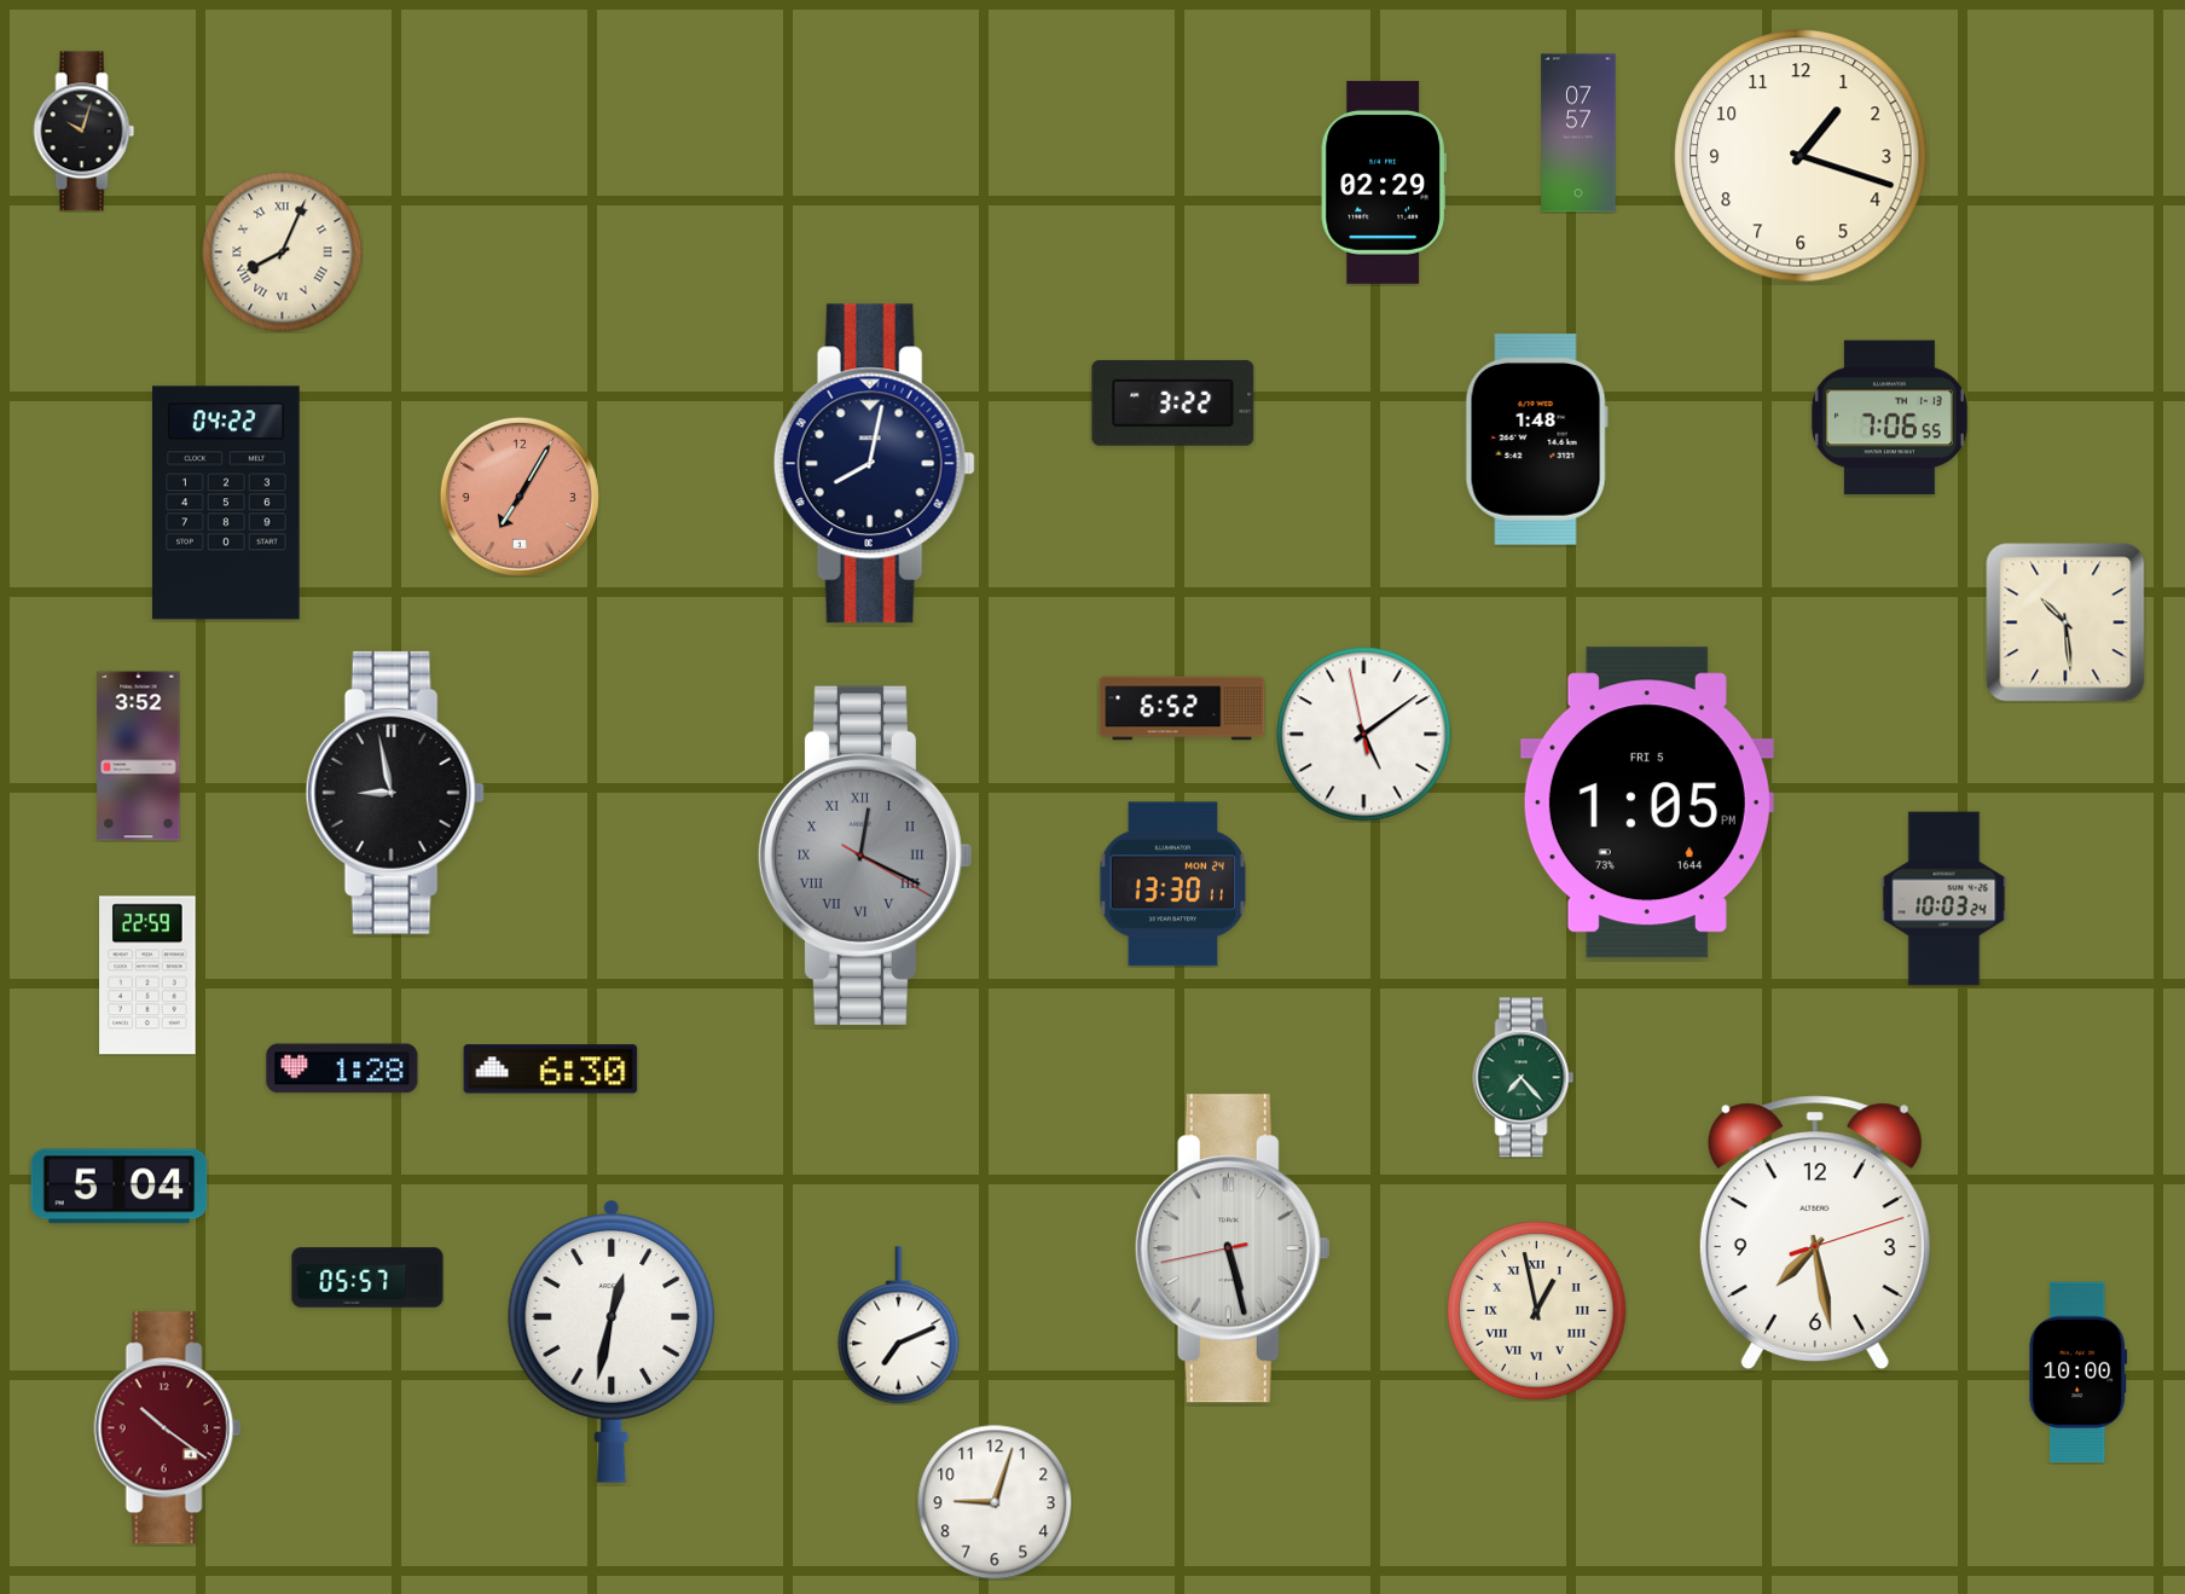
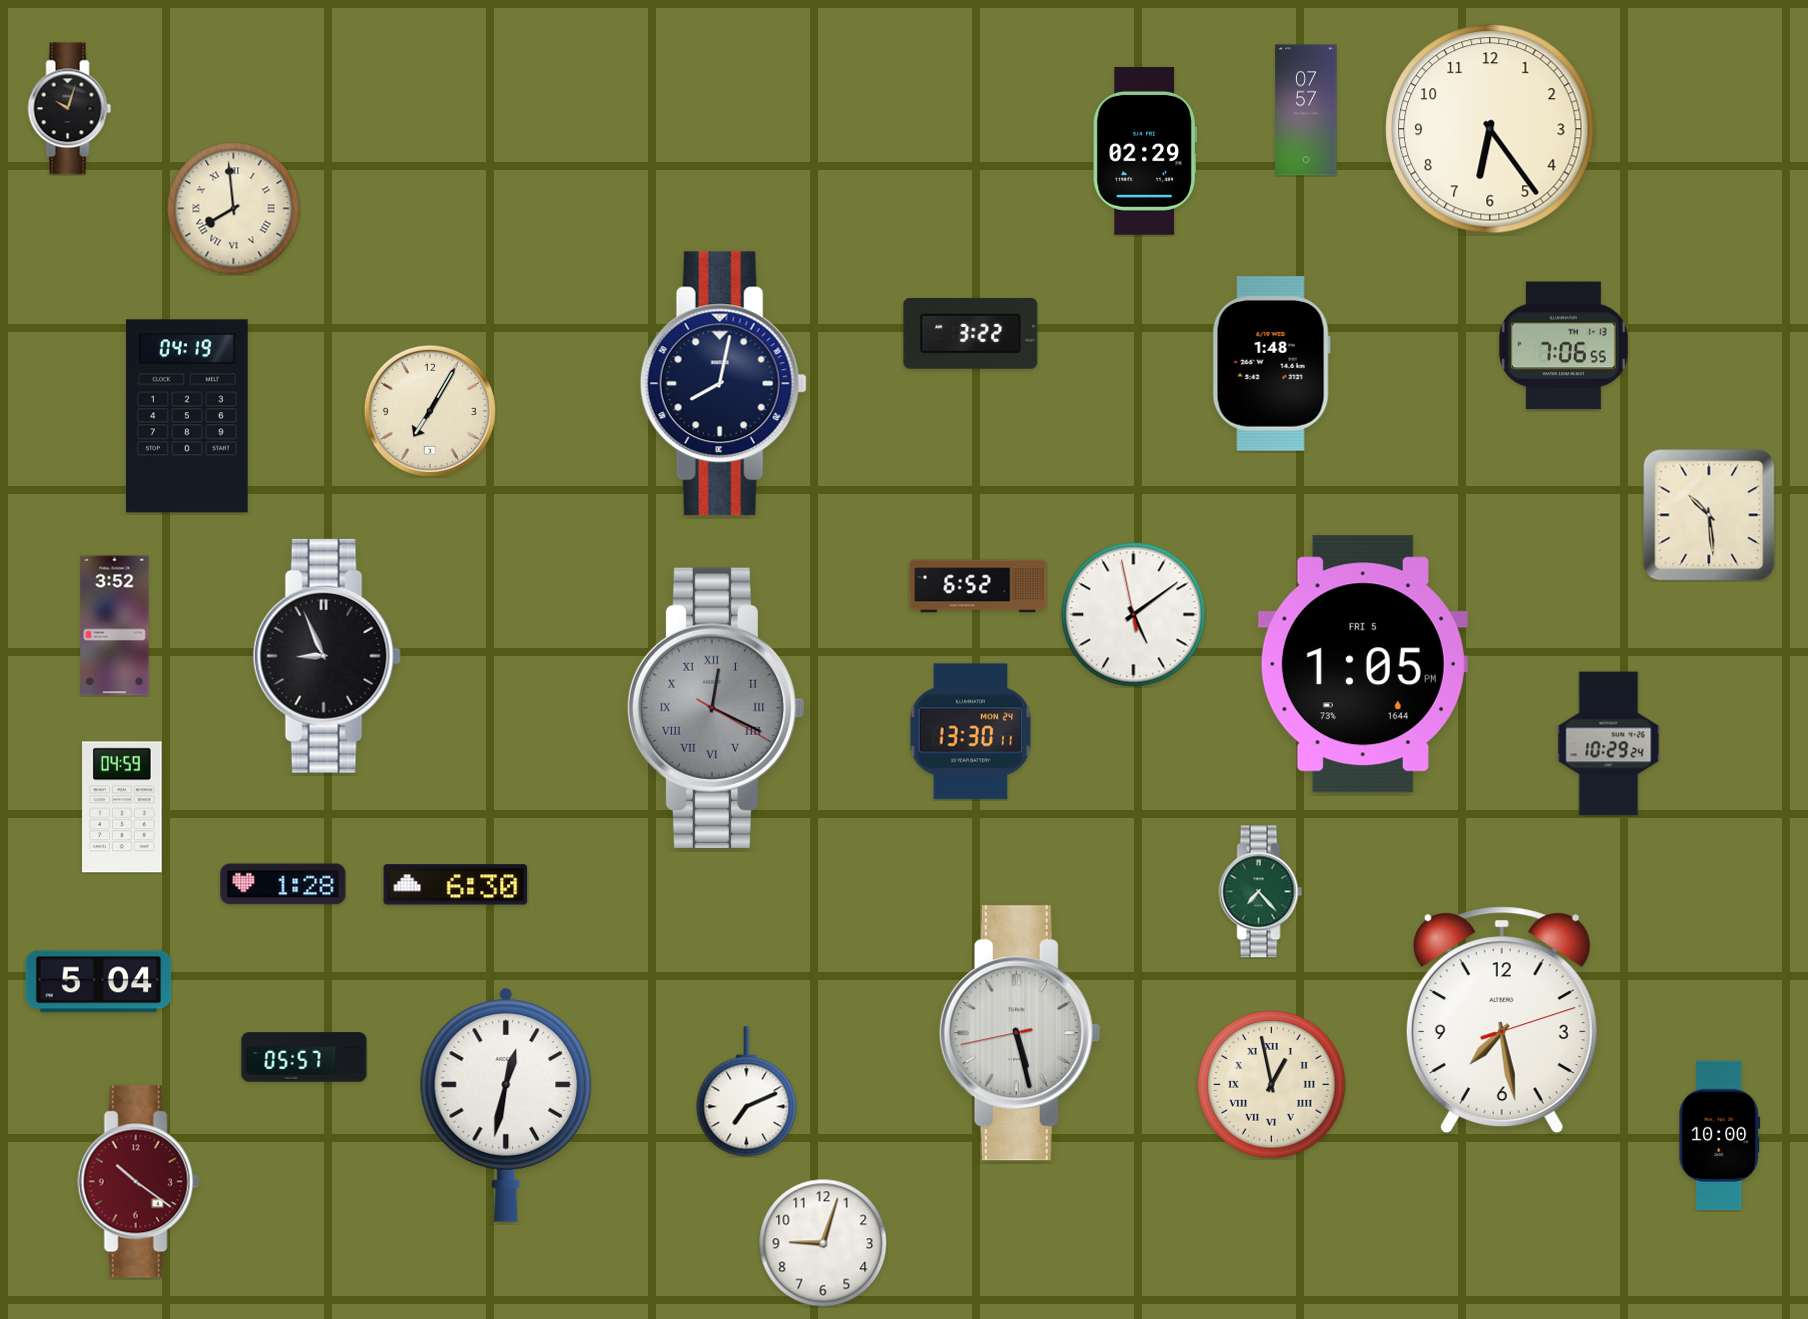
clock at (1801, 156): 1:18 -> 6:24
clock at (283, 253): 8:04 -> 7:59
clock at (520, 497) dial: salmon -> cream
clock at (227, 503): 04:22 -> 04:19
clock at (1364, 735) position: (1364, 735) -> (1134, 615)
clock at (395, 793): 8:58 -> 8:56
clock at (1945, 899): 10:03 -> 10:29
clock at (147, 975): 22:59 -> 04:59
clock at (899, 1326) position: (899, 1326) -> (747, 1092)
clock at (612, 1341) position: (612, 1341) -> (506, 1105)
